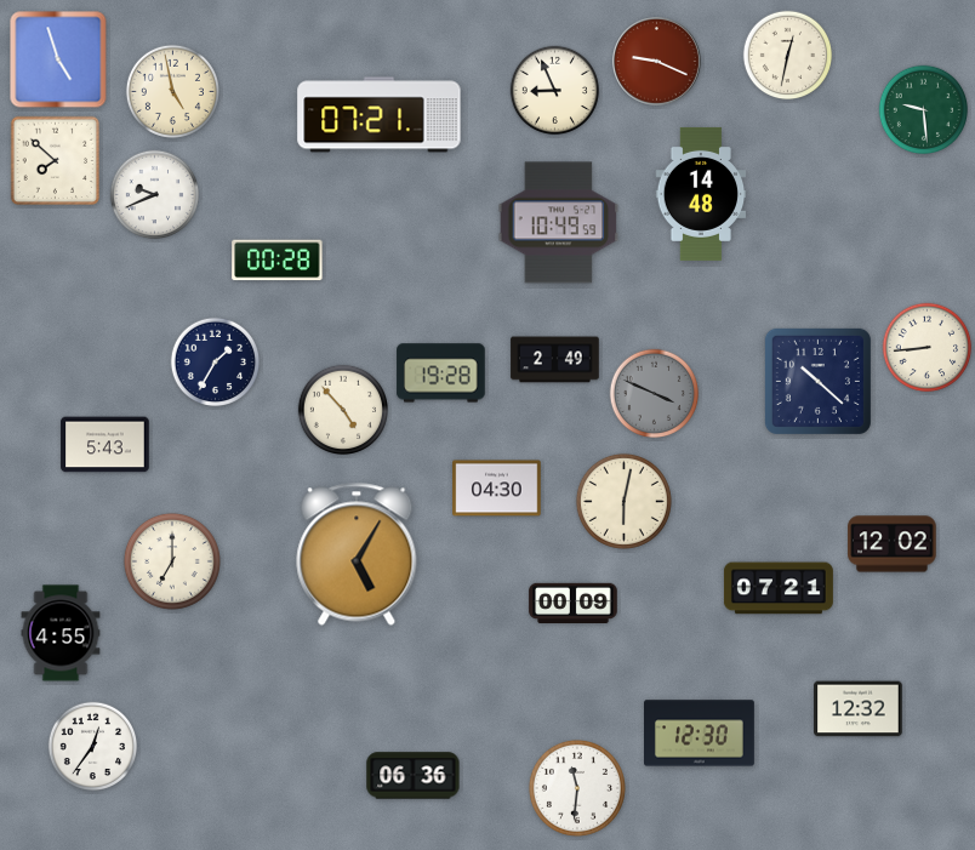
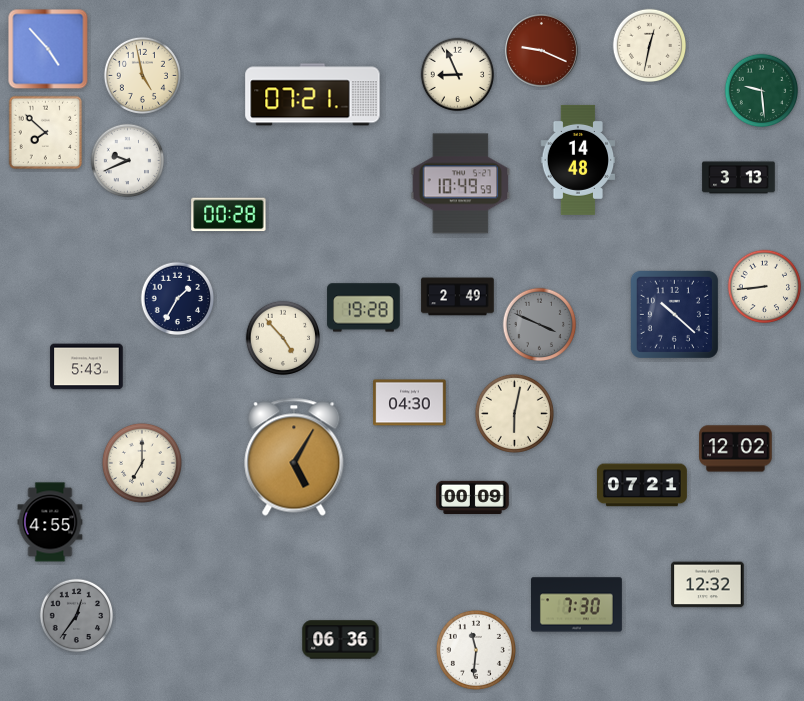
clock at (58, 59): 4:57 -> 4:53
clock at (739, 178): none -> 3:13
clock at (700, 734): 12:30 -> 7:30
clock at (93, 747) dial: white -> grey
